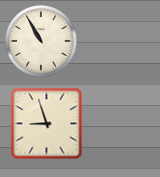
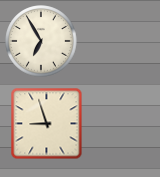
clock at (41, 41): 10:55 -> 6:55
